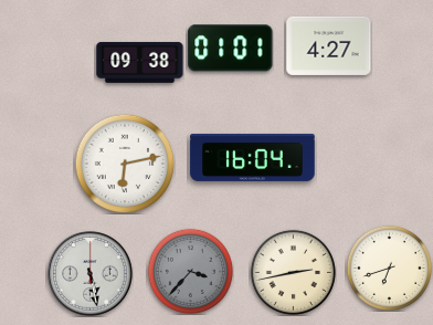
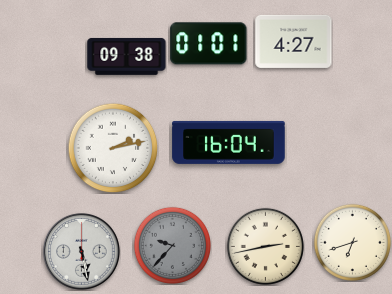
clock at (329, 45) position: (329, 45) -> (294, 41)
clock at (125, 164): 6:13 -> 2:13
clock at (190, 271): 3:37 -> 9:37
clock at (91, 274) position: (91, 274) -> (82, 252)
